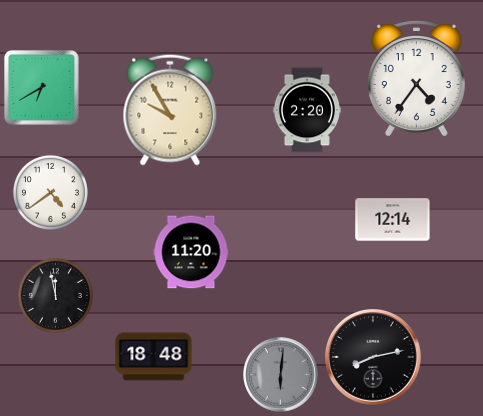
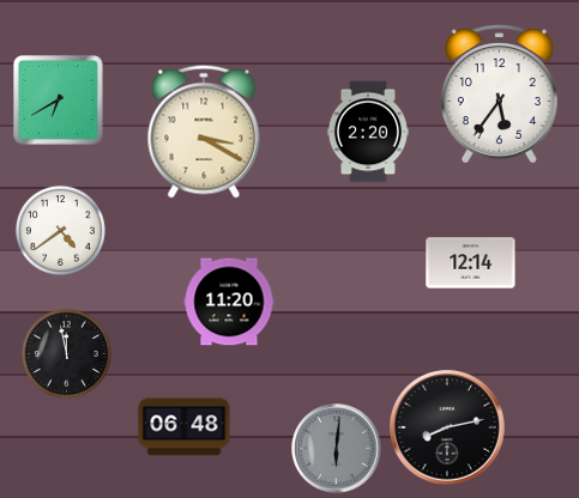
clock at (416, 79): 4:36 -> 5:36
clock at (42, 88) position: (42, 88) -> (59, 101)
clock at (170, 110): 9:55 -> 3:20
clock at (154, 357): 18:48 -> 06:48
